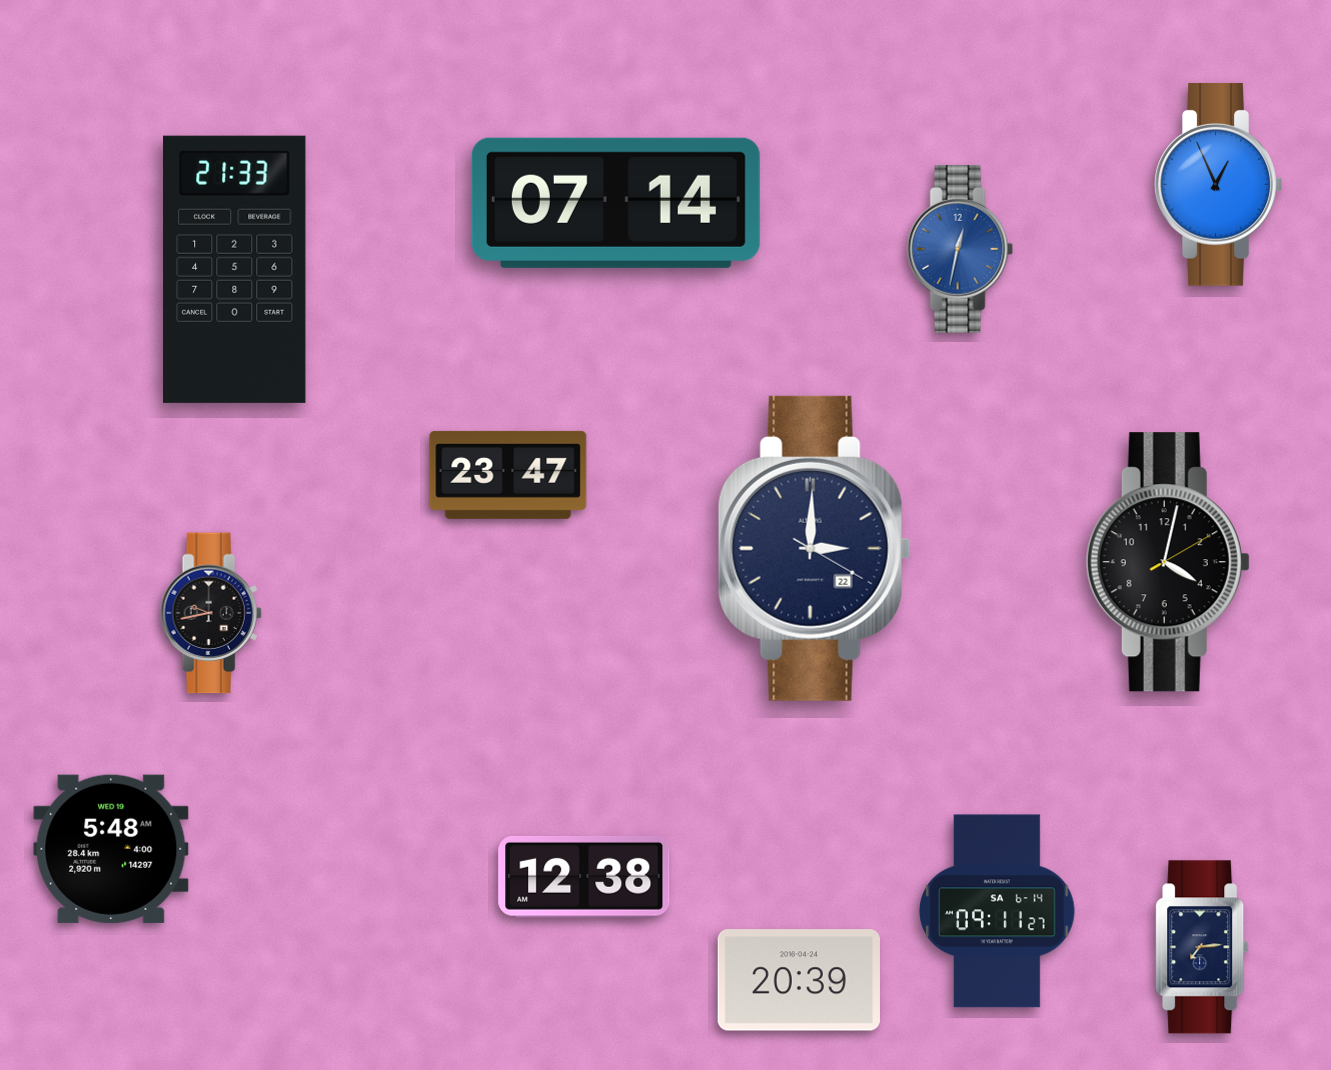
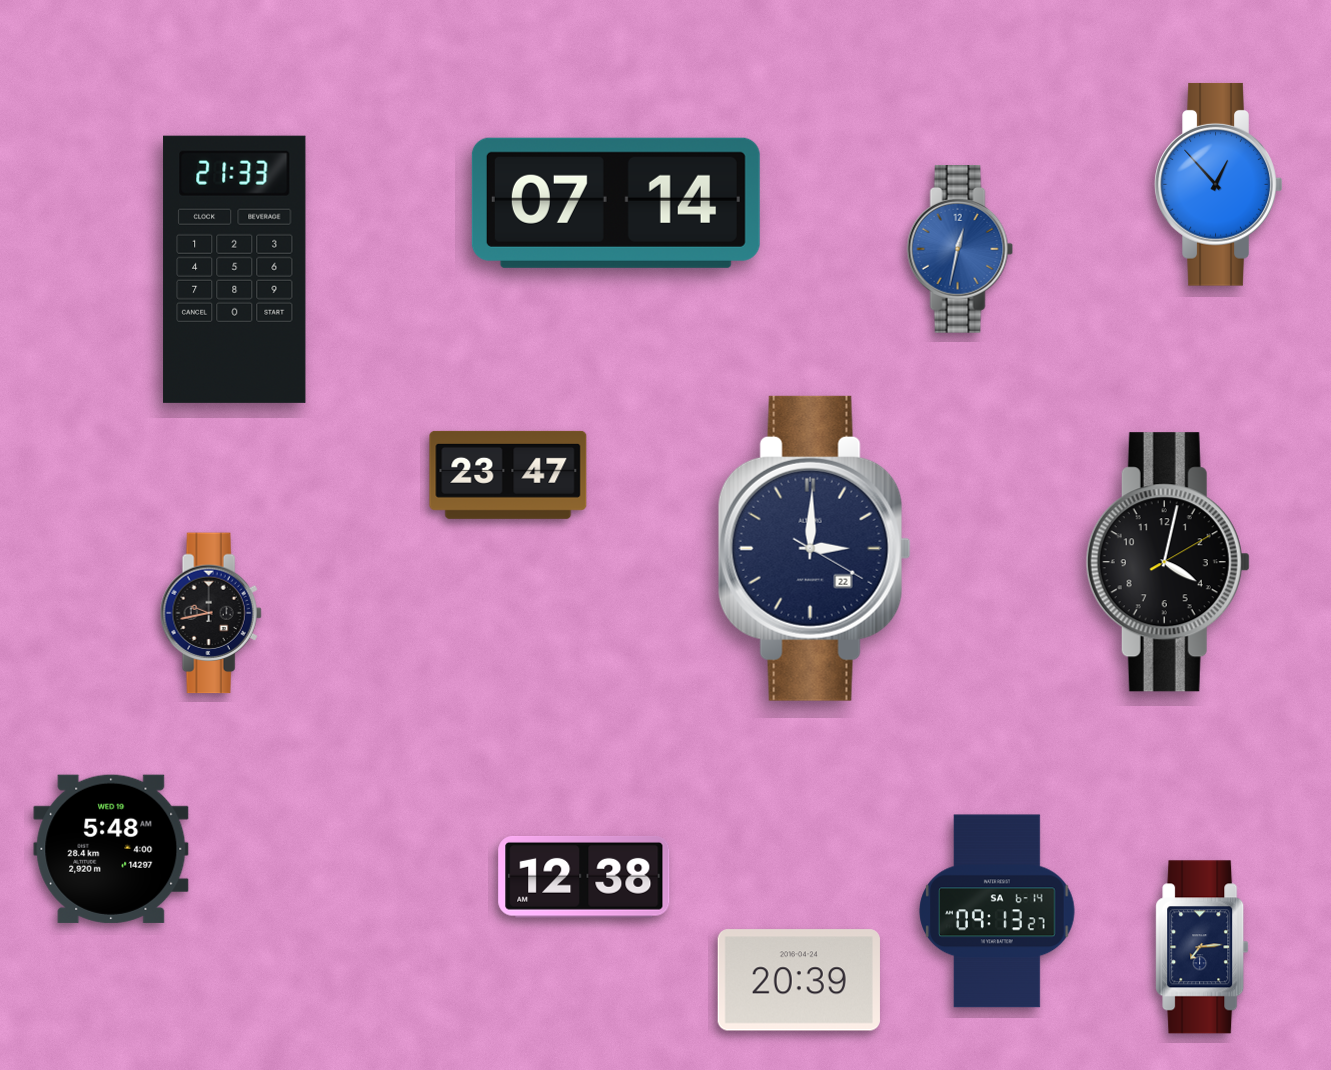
clock at (1219, 184): 12:56 -> 12:53
clock at (997, 911): 09:11 -> 09:13
